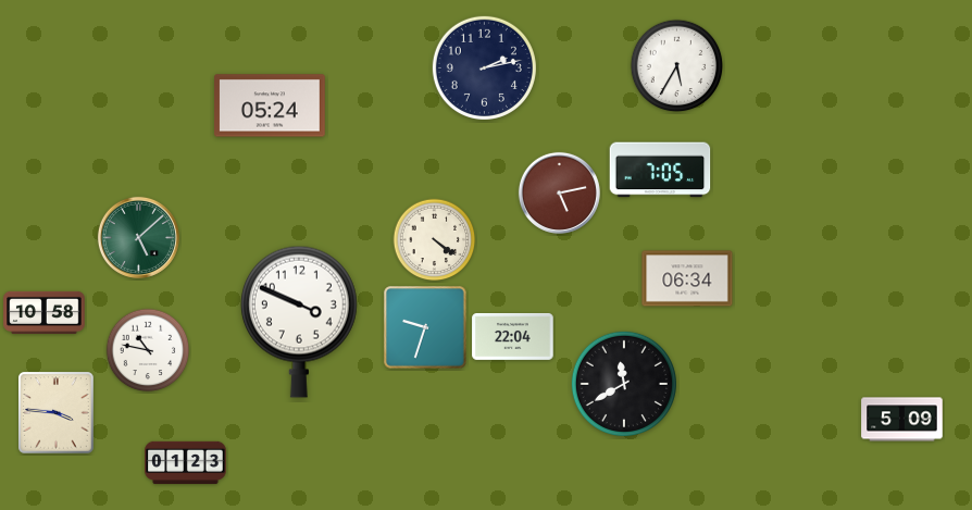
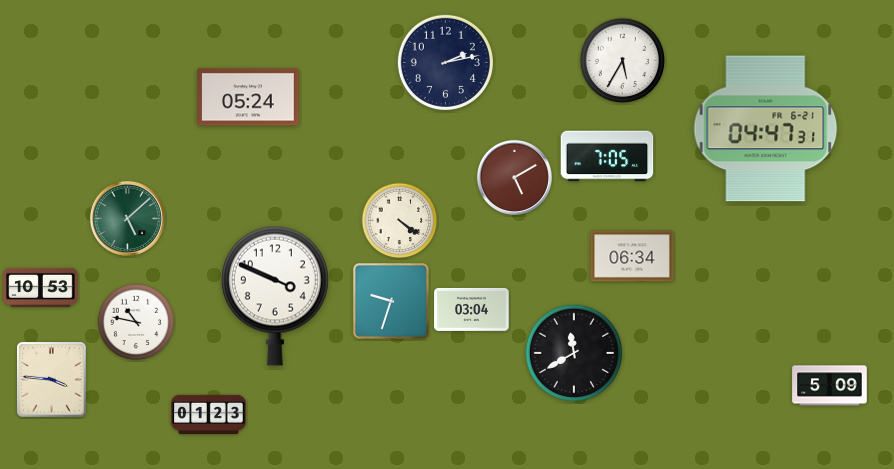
clock at (766, 129): none -> 04:47
clock at (559, 192): 5:13 -> 5:10
clock at (45, 312): 10:58 -> 10:53
clock at (513, 336): 22:04 -> 03:04
clock at (186, 463) position: (186, 463) -> (209, 415)
